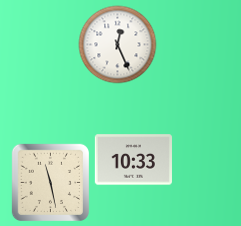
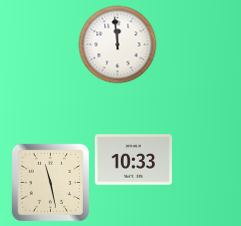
clock at (117, 44): 12:26 -> 11:59
